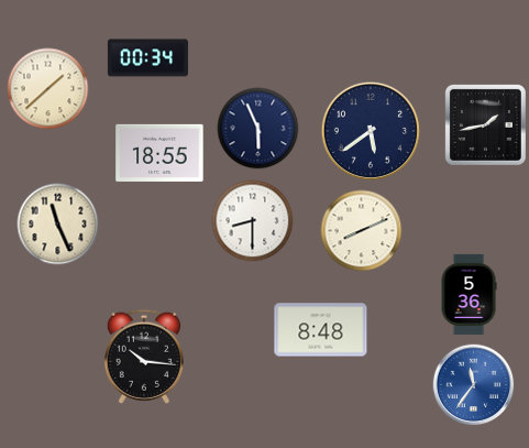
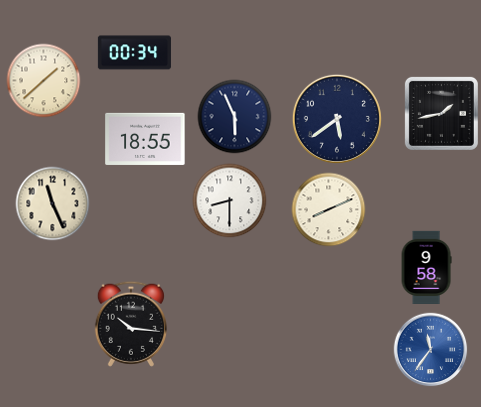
clock at (469, 294): 5:36 -> 9:58
clock at (321, 330): 8:48 -> none
